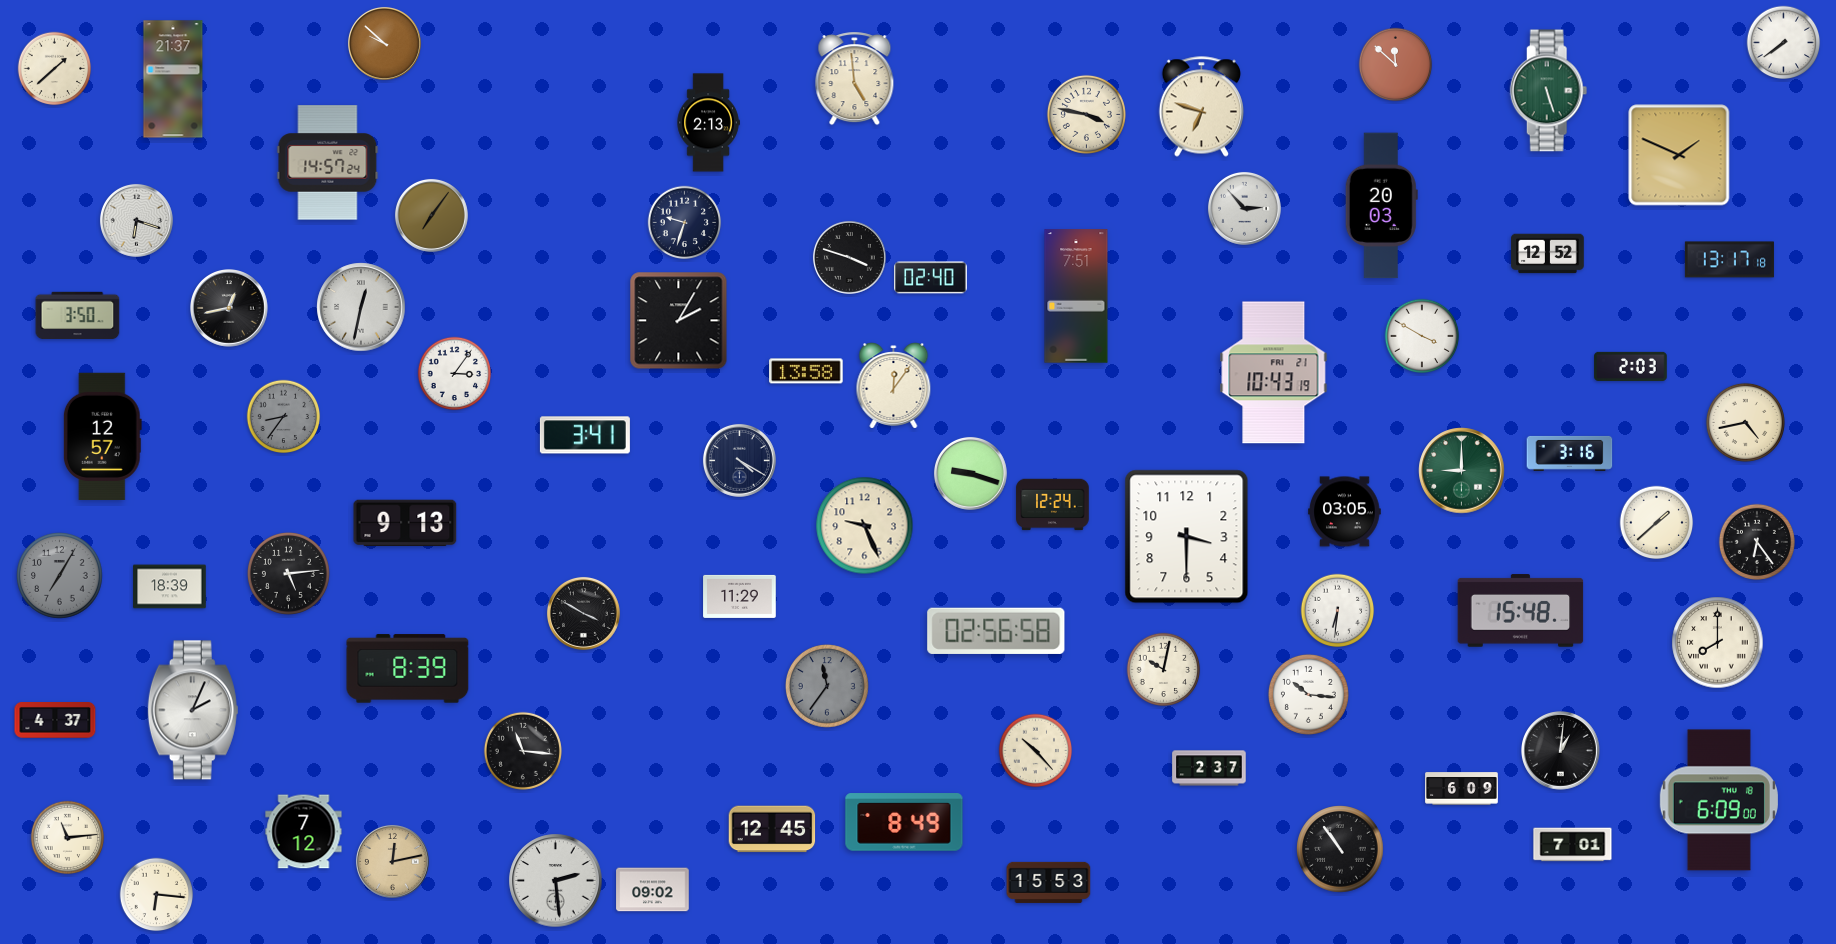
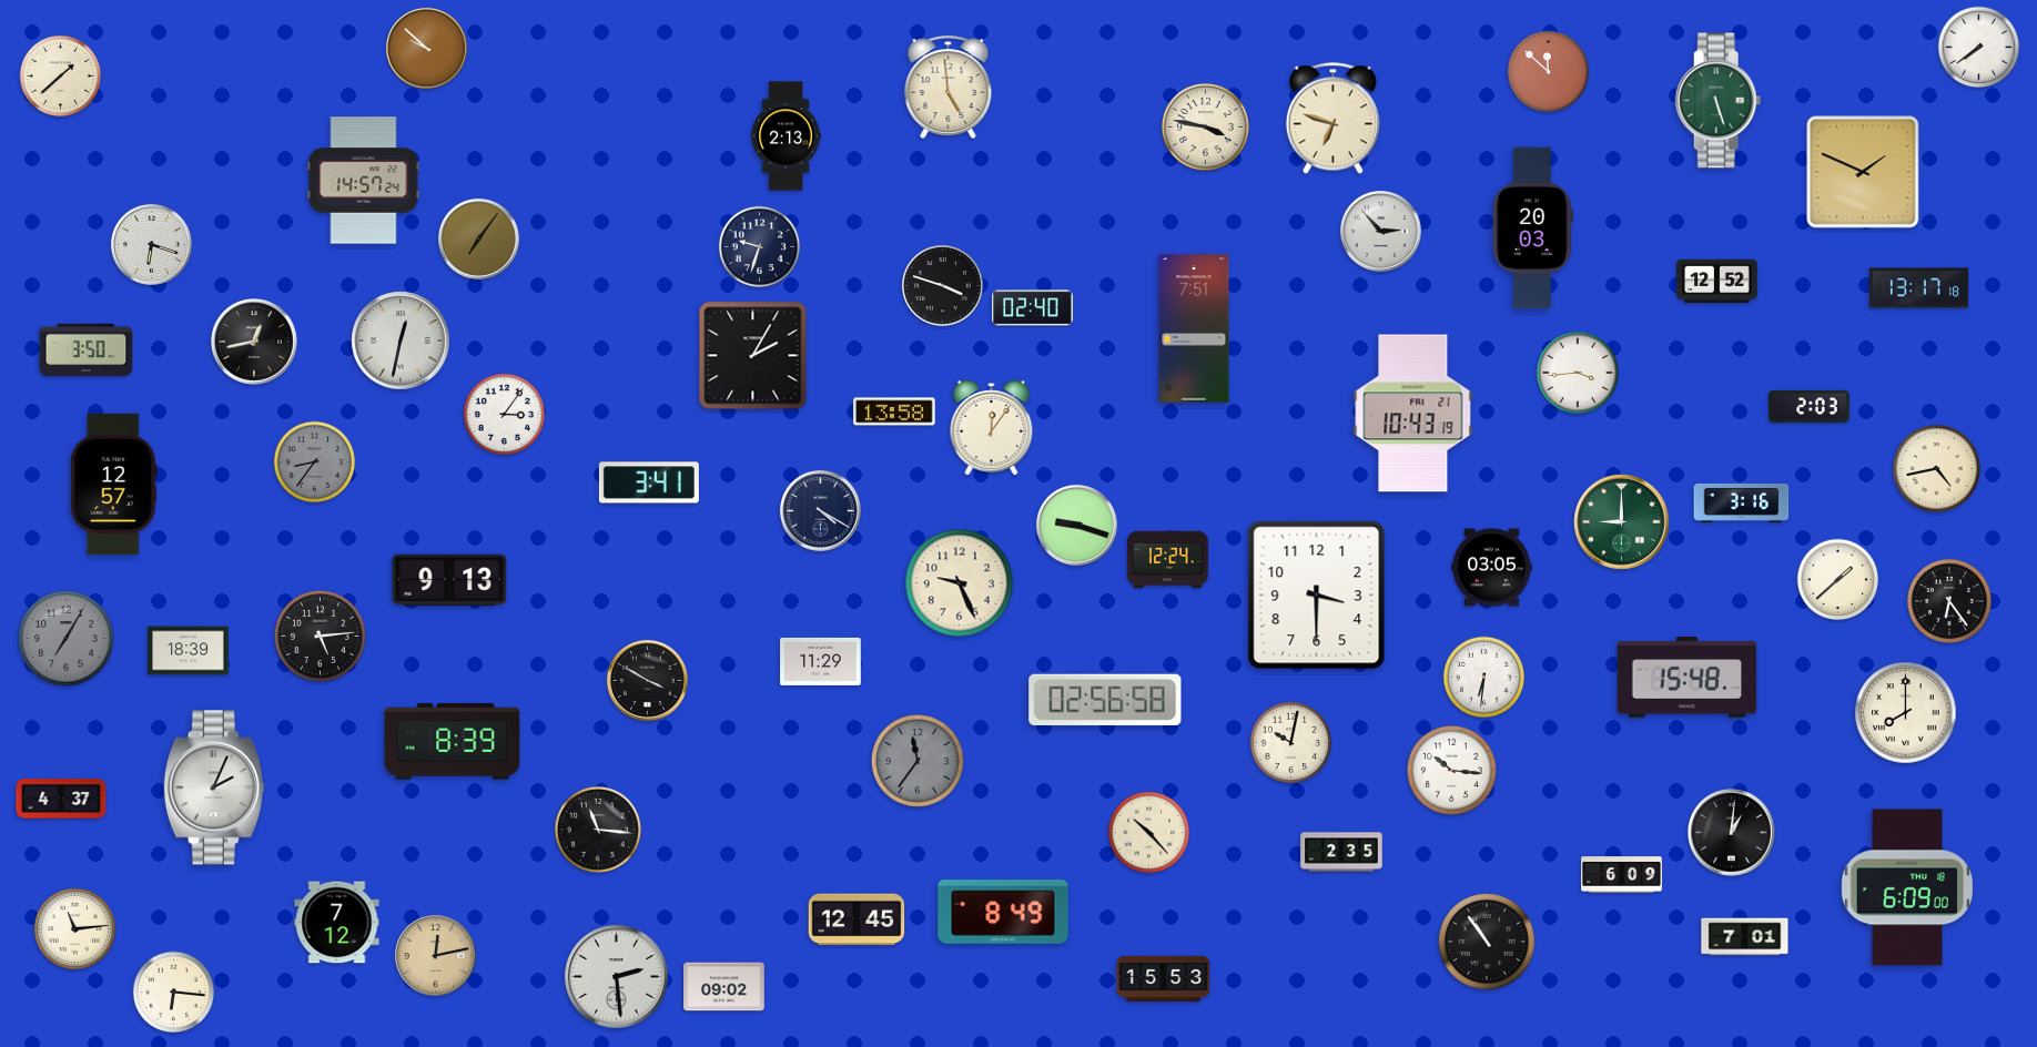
clock at (173, 79): 21:37 -> none
clock at (1422, 336): 3:50 -> 3:44
clock at (523, 751) position: (523, 751) -> (598, 830)
clock at (1209, 768): 2:37 -> 2:35
